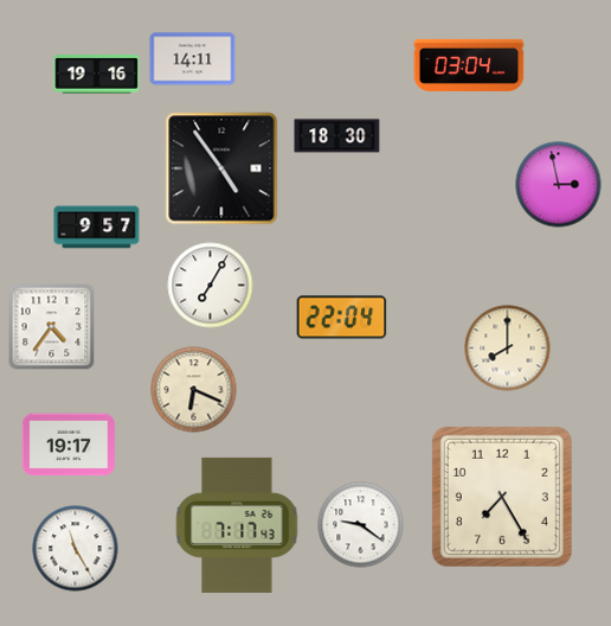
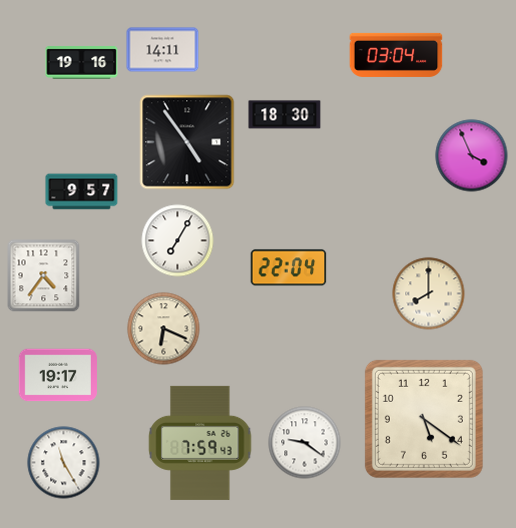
clock at (559, 185): 2:58 -> 3:56
clock at (502, 497): 7:25 -> 5:21
clock at (237, 525): 7:17 -> 7:59
